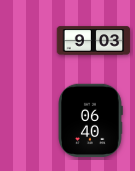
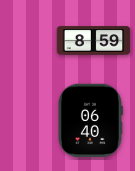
clock at (94, 41): 9:03 -> 8:59
